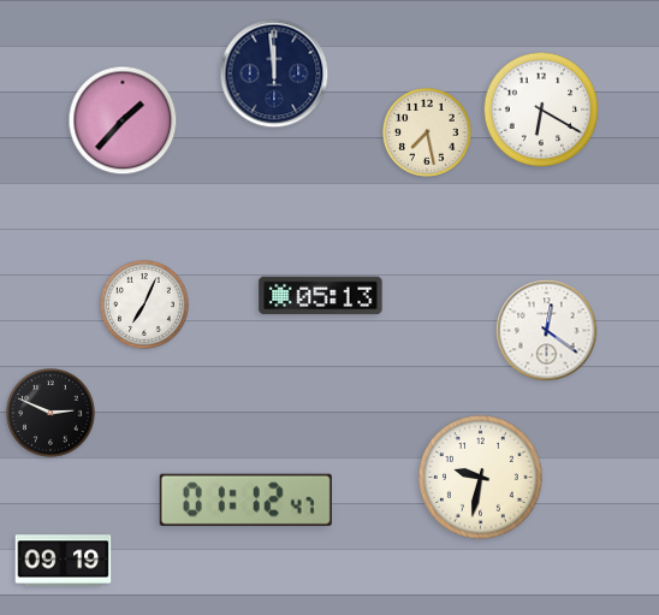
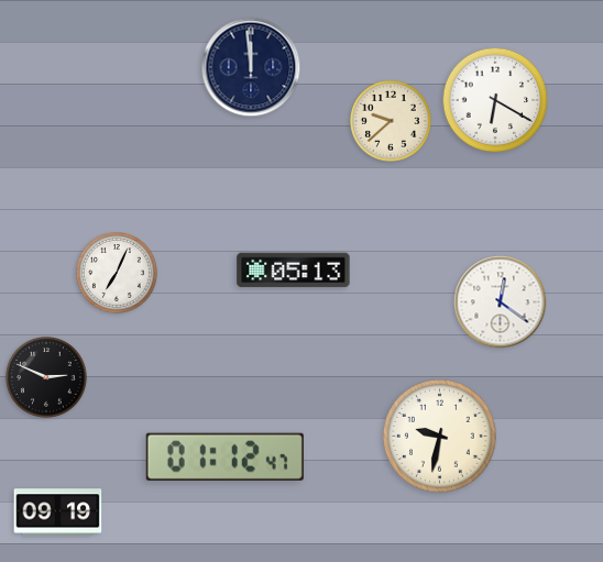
clock at (123, 120): 1:37 -> none
clock at (428, 134): 7:28 -> 9:38
clock at (146, 306) position: (146, 306) -> (118, 274)
